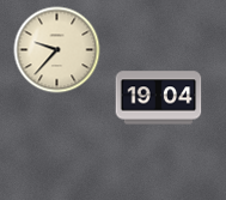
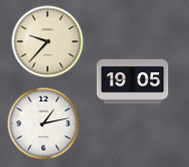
clock at (159, 98): 19:04 -> 19:05
clock at (44, 124): none -> 1:13
